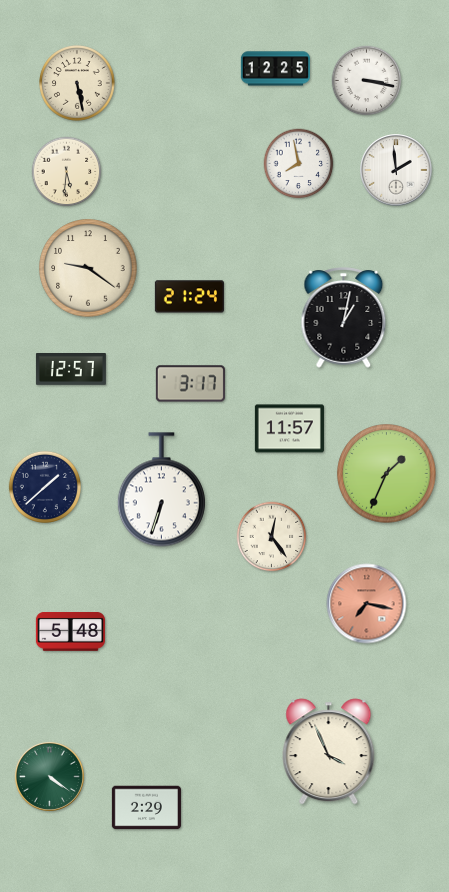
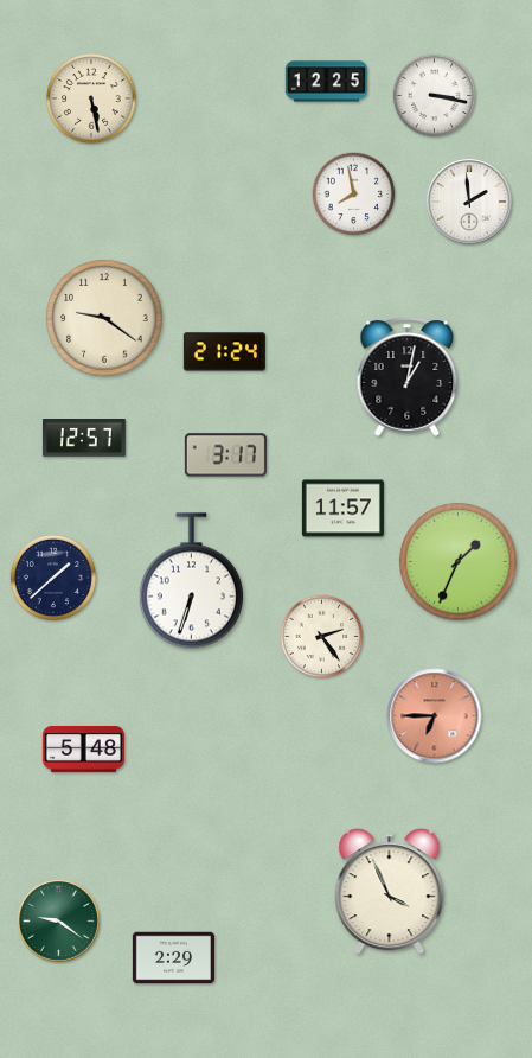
clock at (67, 172): 5:31 -> none
clock at (272, 537): 12:24 -> 2:24
clock at (367, 604): 7:17 -> 6:45
clock at (49, 776): 4:21 -> 9:21
